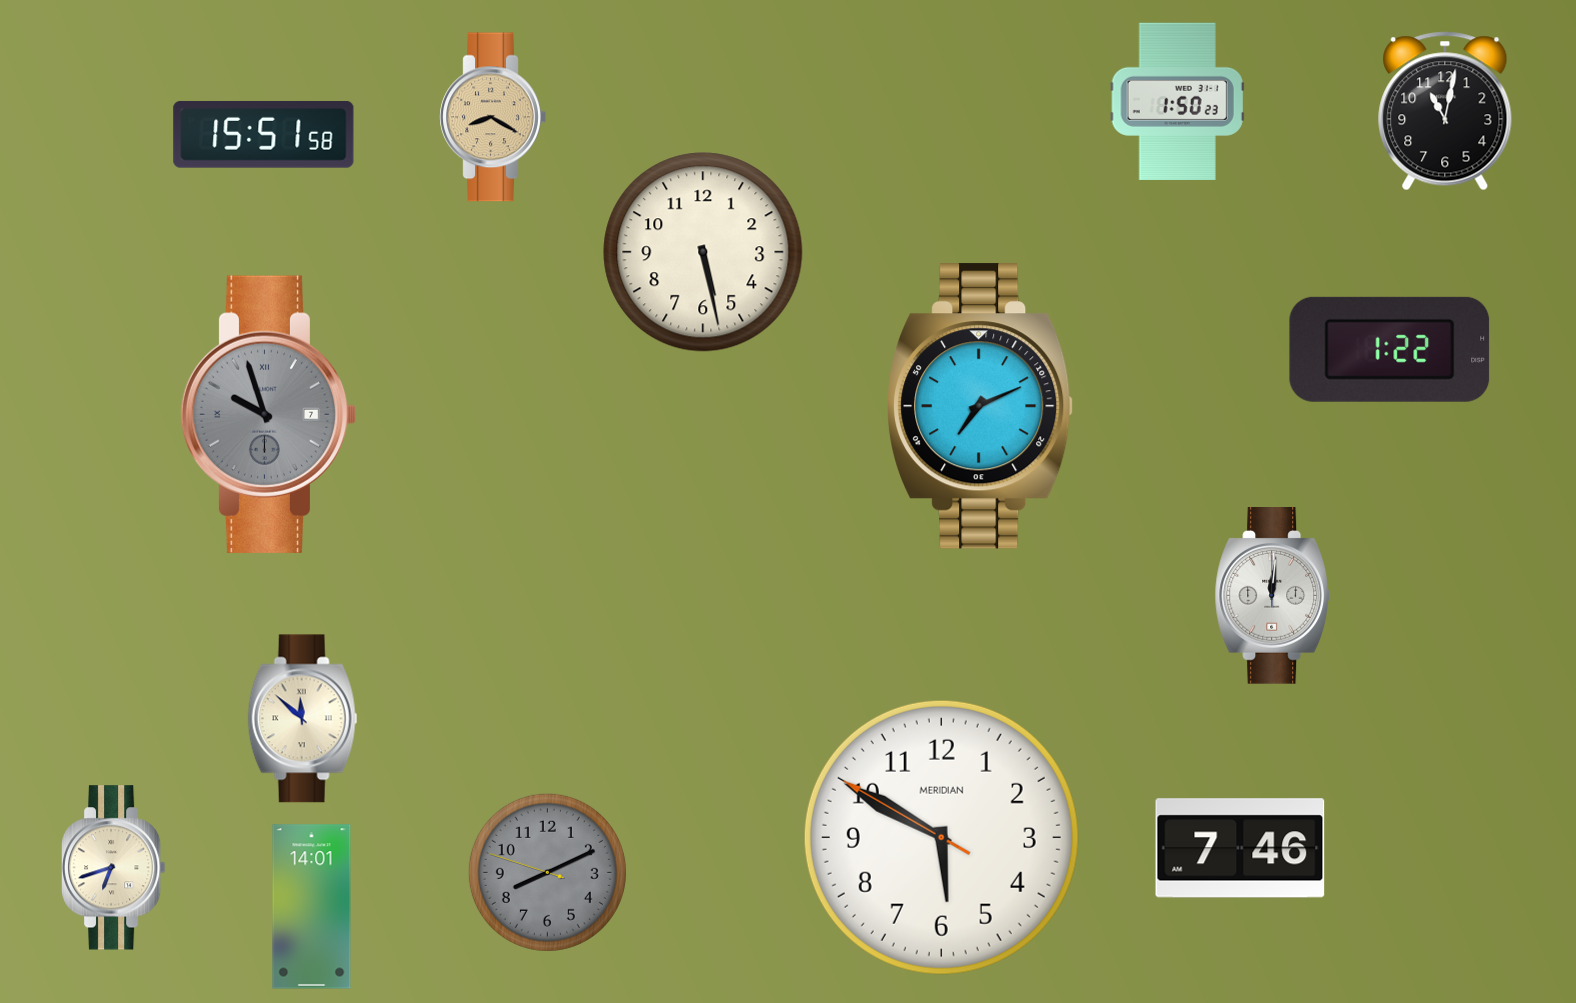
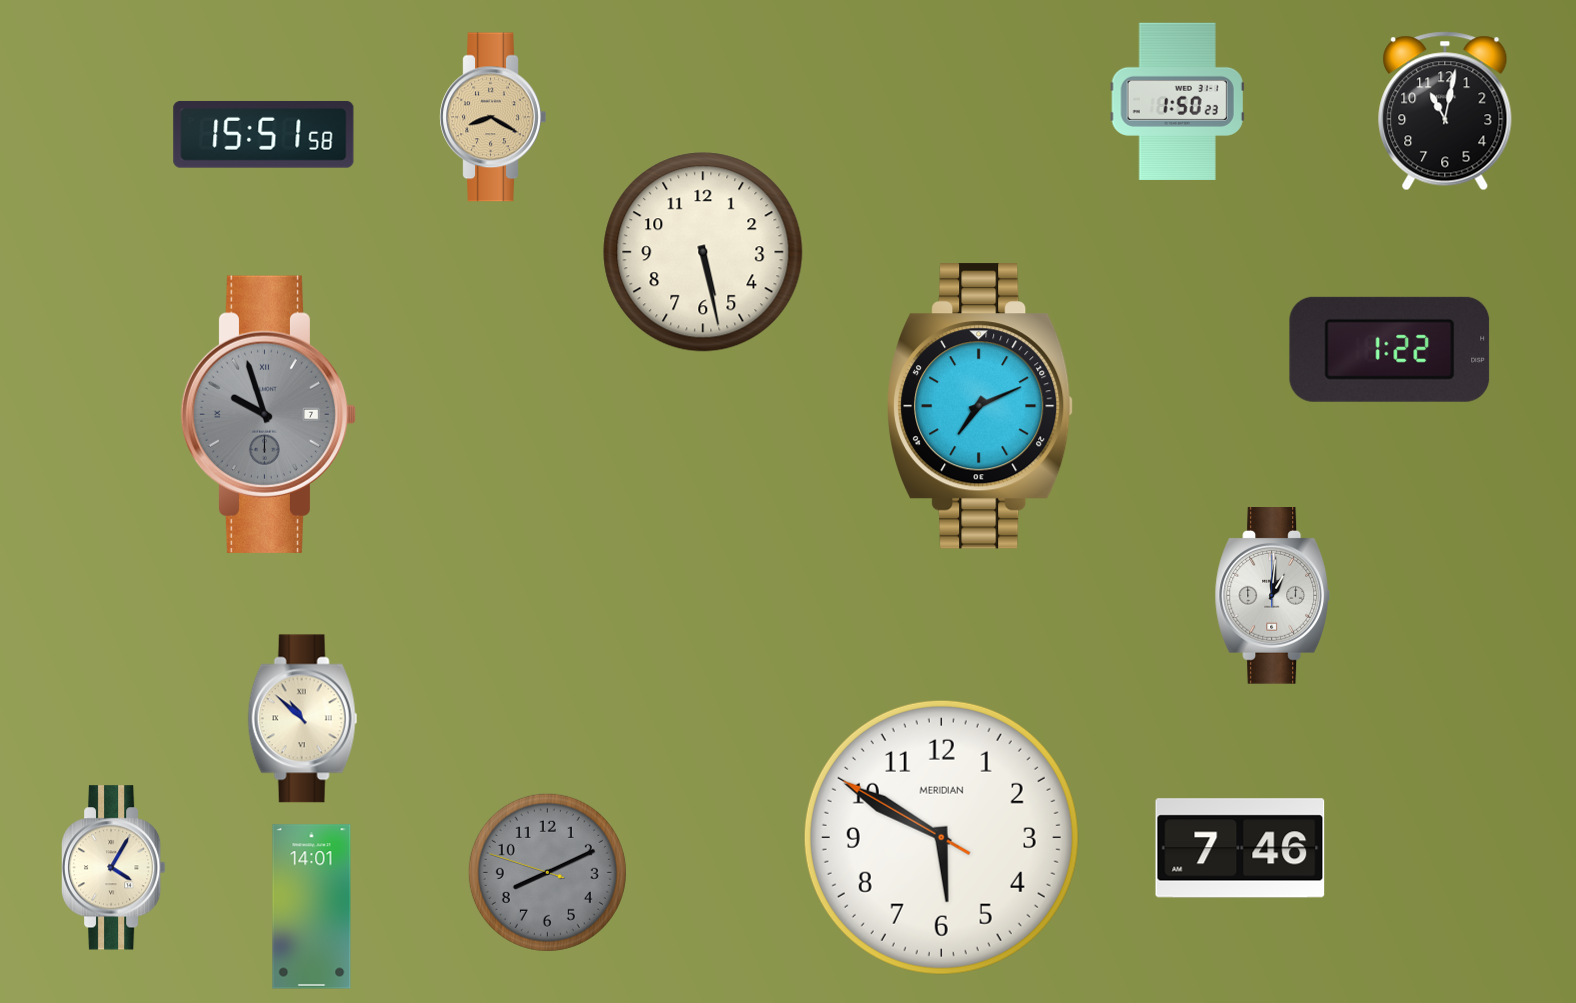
clock at (1273, 596): 12:01 -> 1:01
clock at (303, 719): 11:52 -> 10:52
clock at (114, 868): 6:42 -> 4:05
